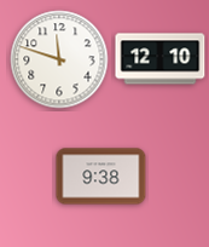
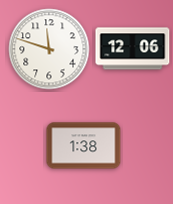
clock at (161, 59): 12:10 -> 12:06
clock at (101, 177): 9:38 -> 1:38
